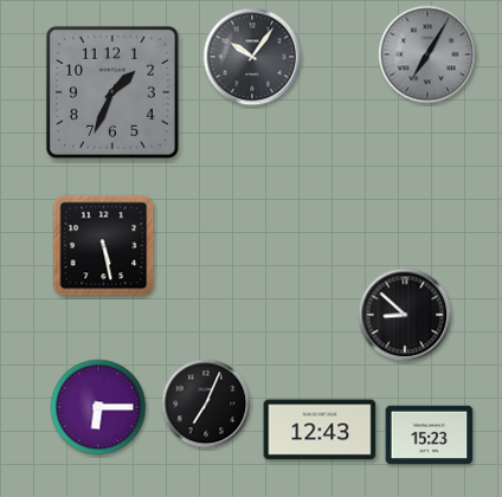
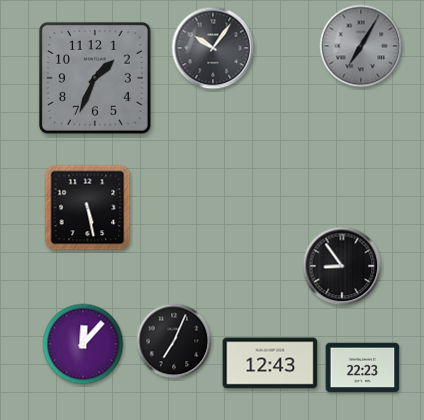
clock at (405, 315): 8:52 -> 8:54
clock at (98, 407): 6:15 -> 12:07
clock at (430, 435): 15:23 -> 22:23
